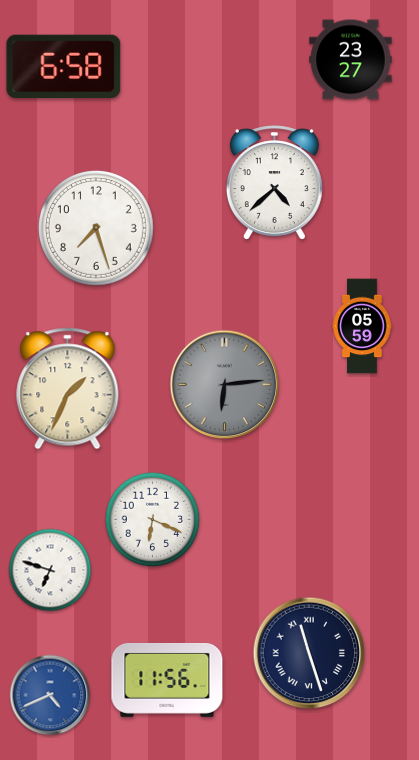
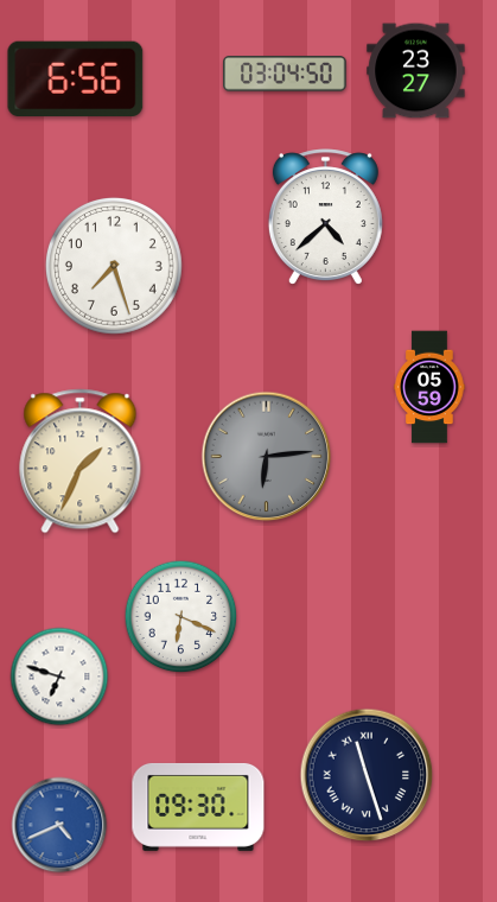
clock at (285, 74): none -> 03:04
clock at (64, 66): 6:58 -> 6:56
clock at (96, 228) position: (96, 228) -> (114, 266)
clock at (167, 680): 11:56 -> 09:30
